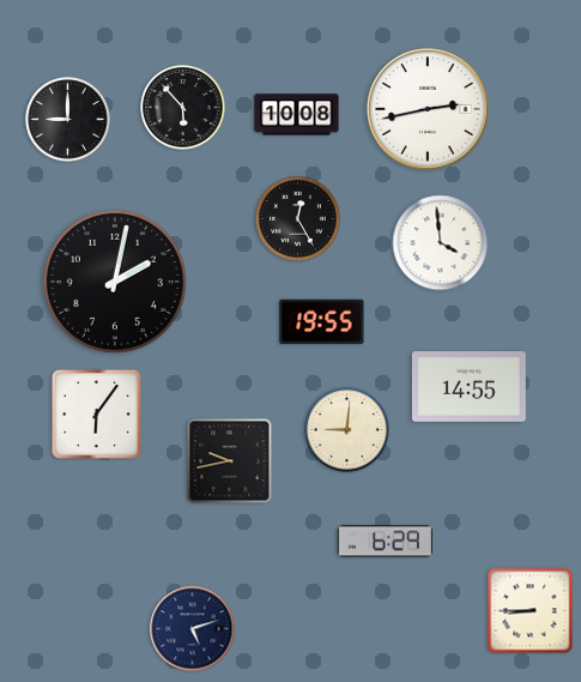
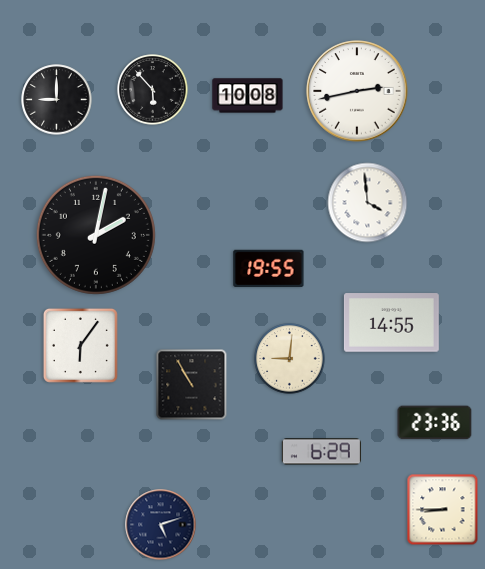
clock at (298, 219): 12:25 -> none
clock at (230, 461): 9:43 -> 10:55
clock at (435, 423): none -> 23:36
